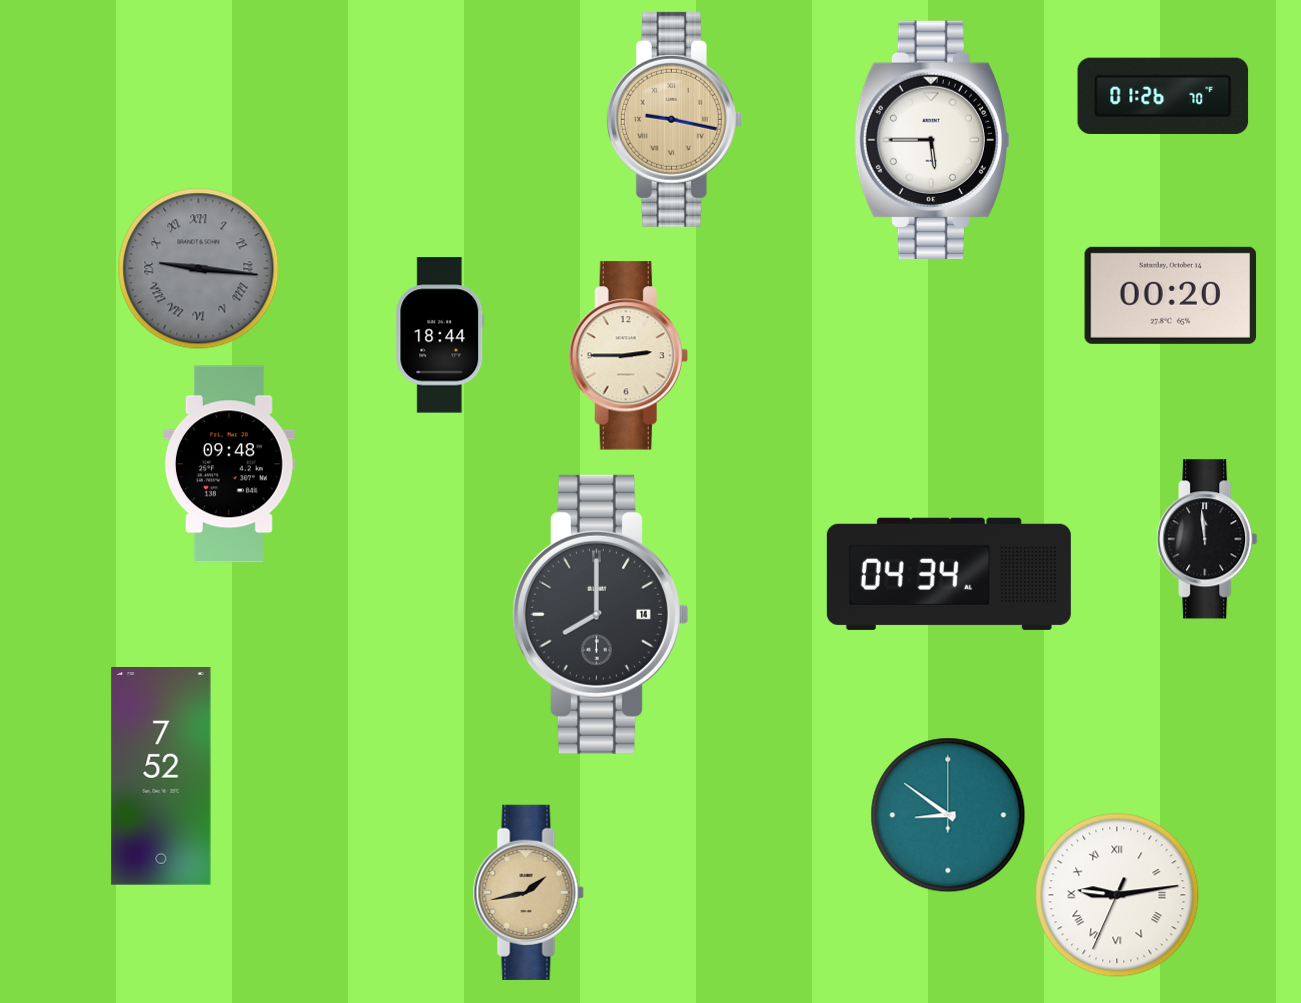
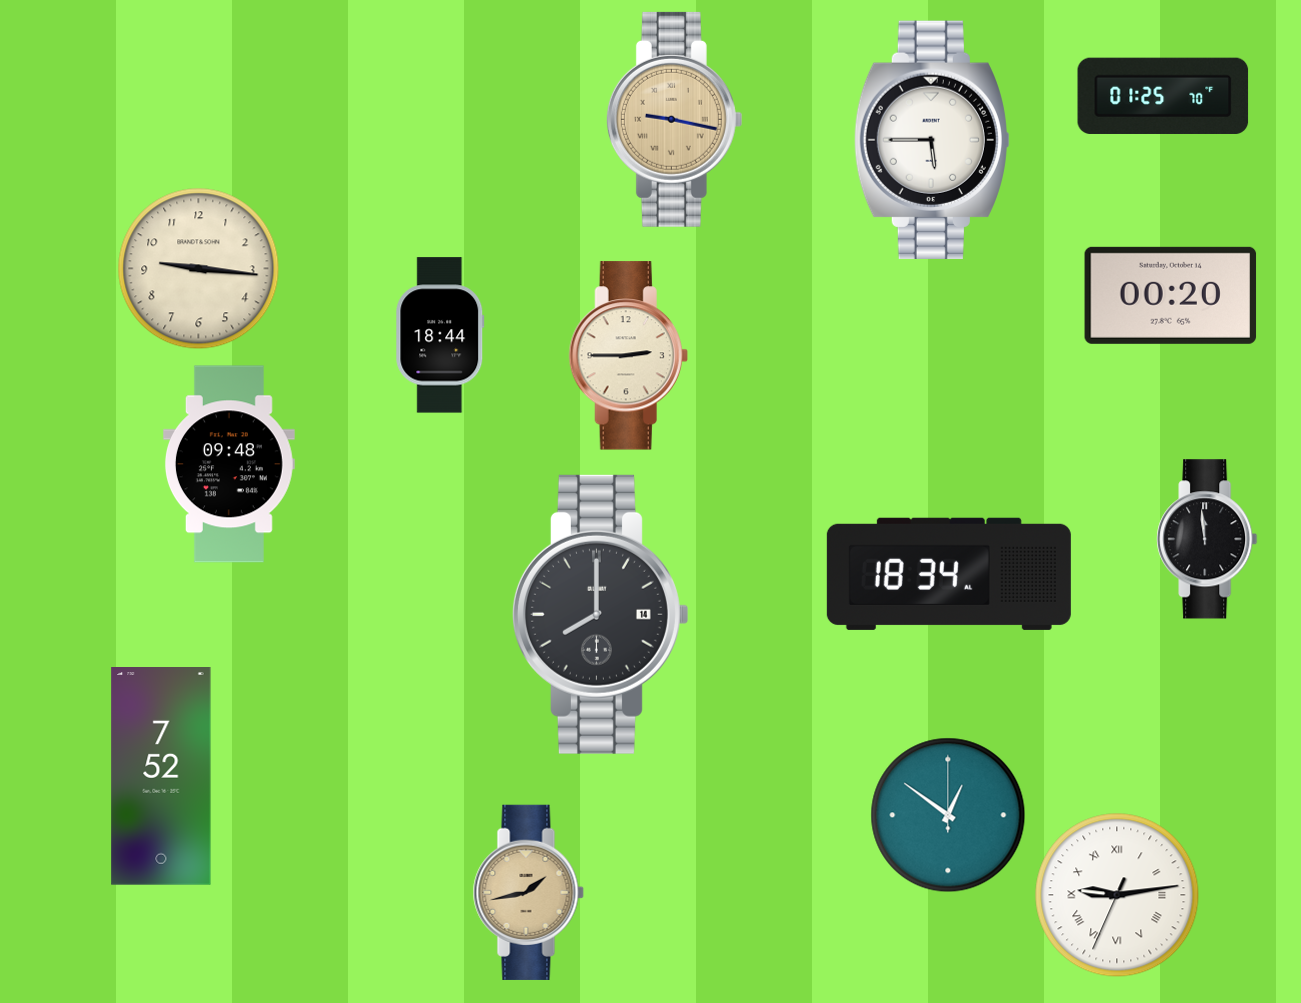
clock at (1163, 96): 01:26 -> 01:25
clock at (199, 269) dial: grey -> cream
clock at (199, 269) numerals: Roman -> Arabic
clock at (949, 574): 04:34 -> 18:34
clock at (948, 815): 8:51 -> 12:51
